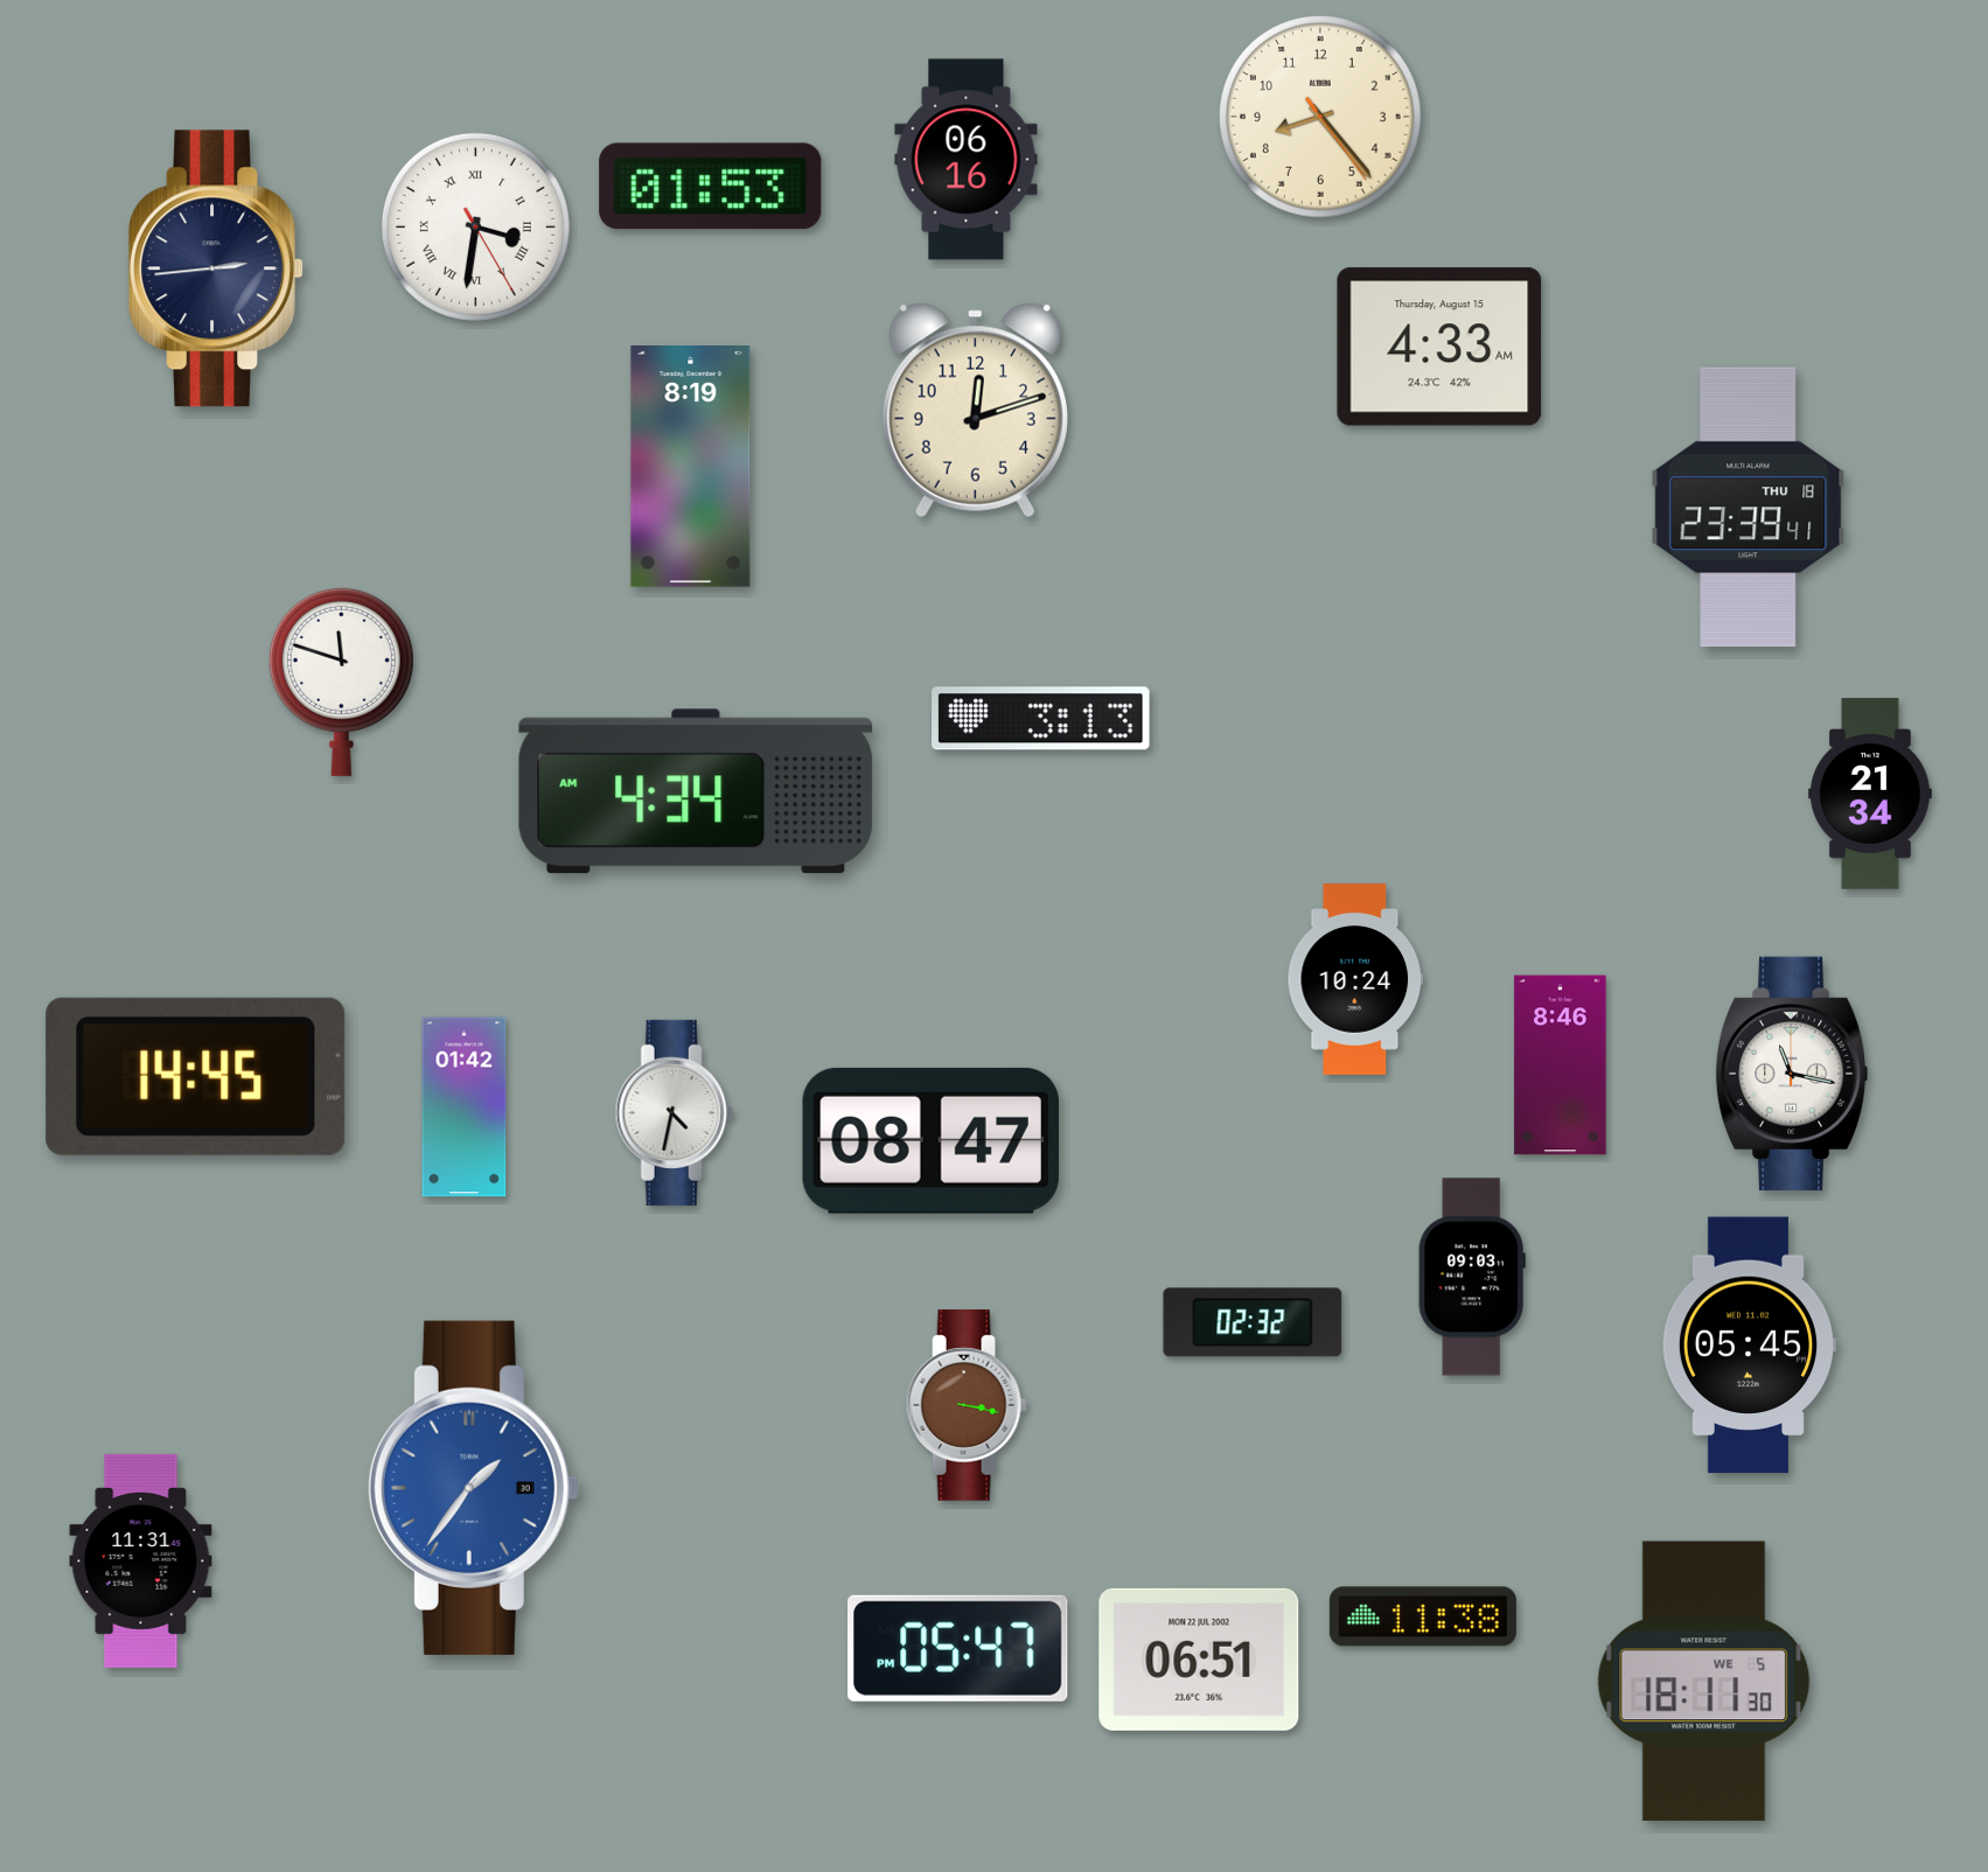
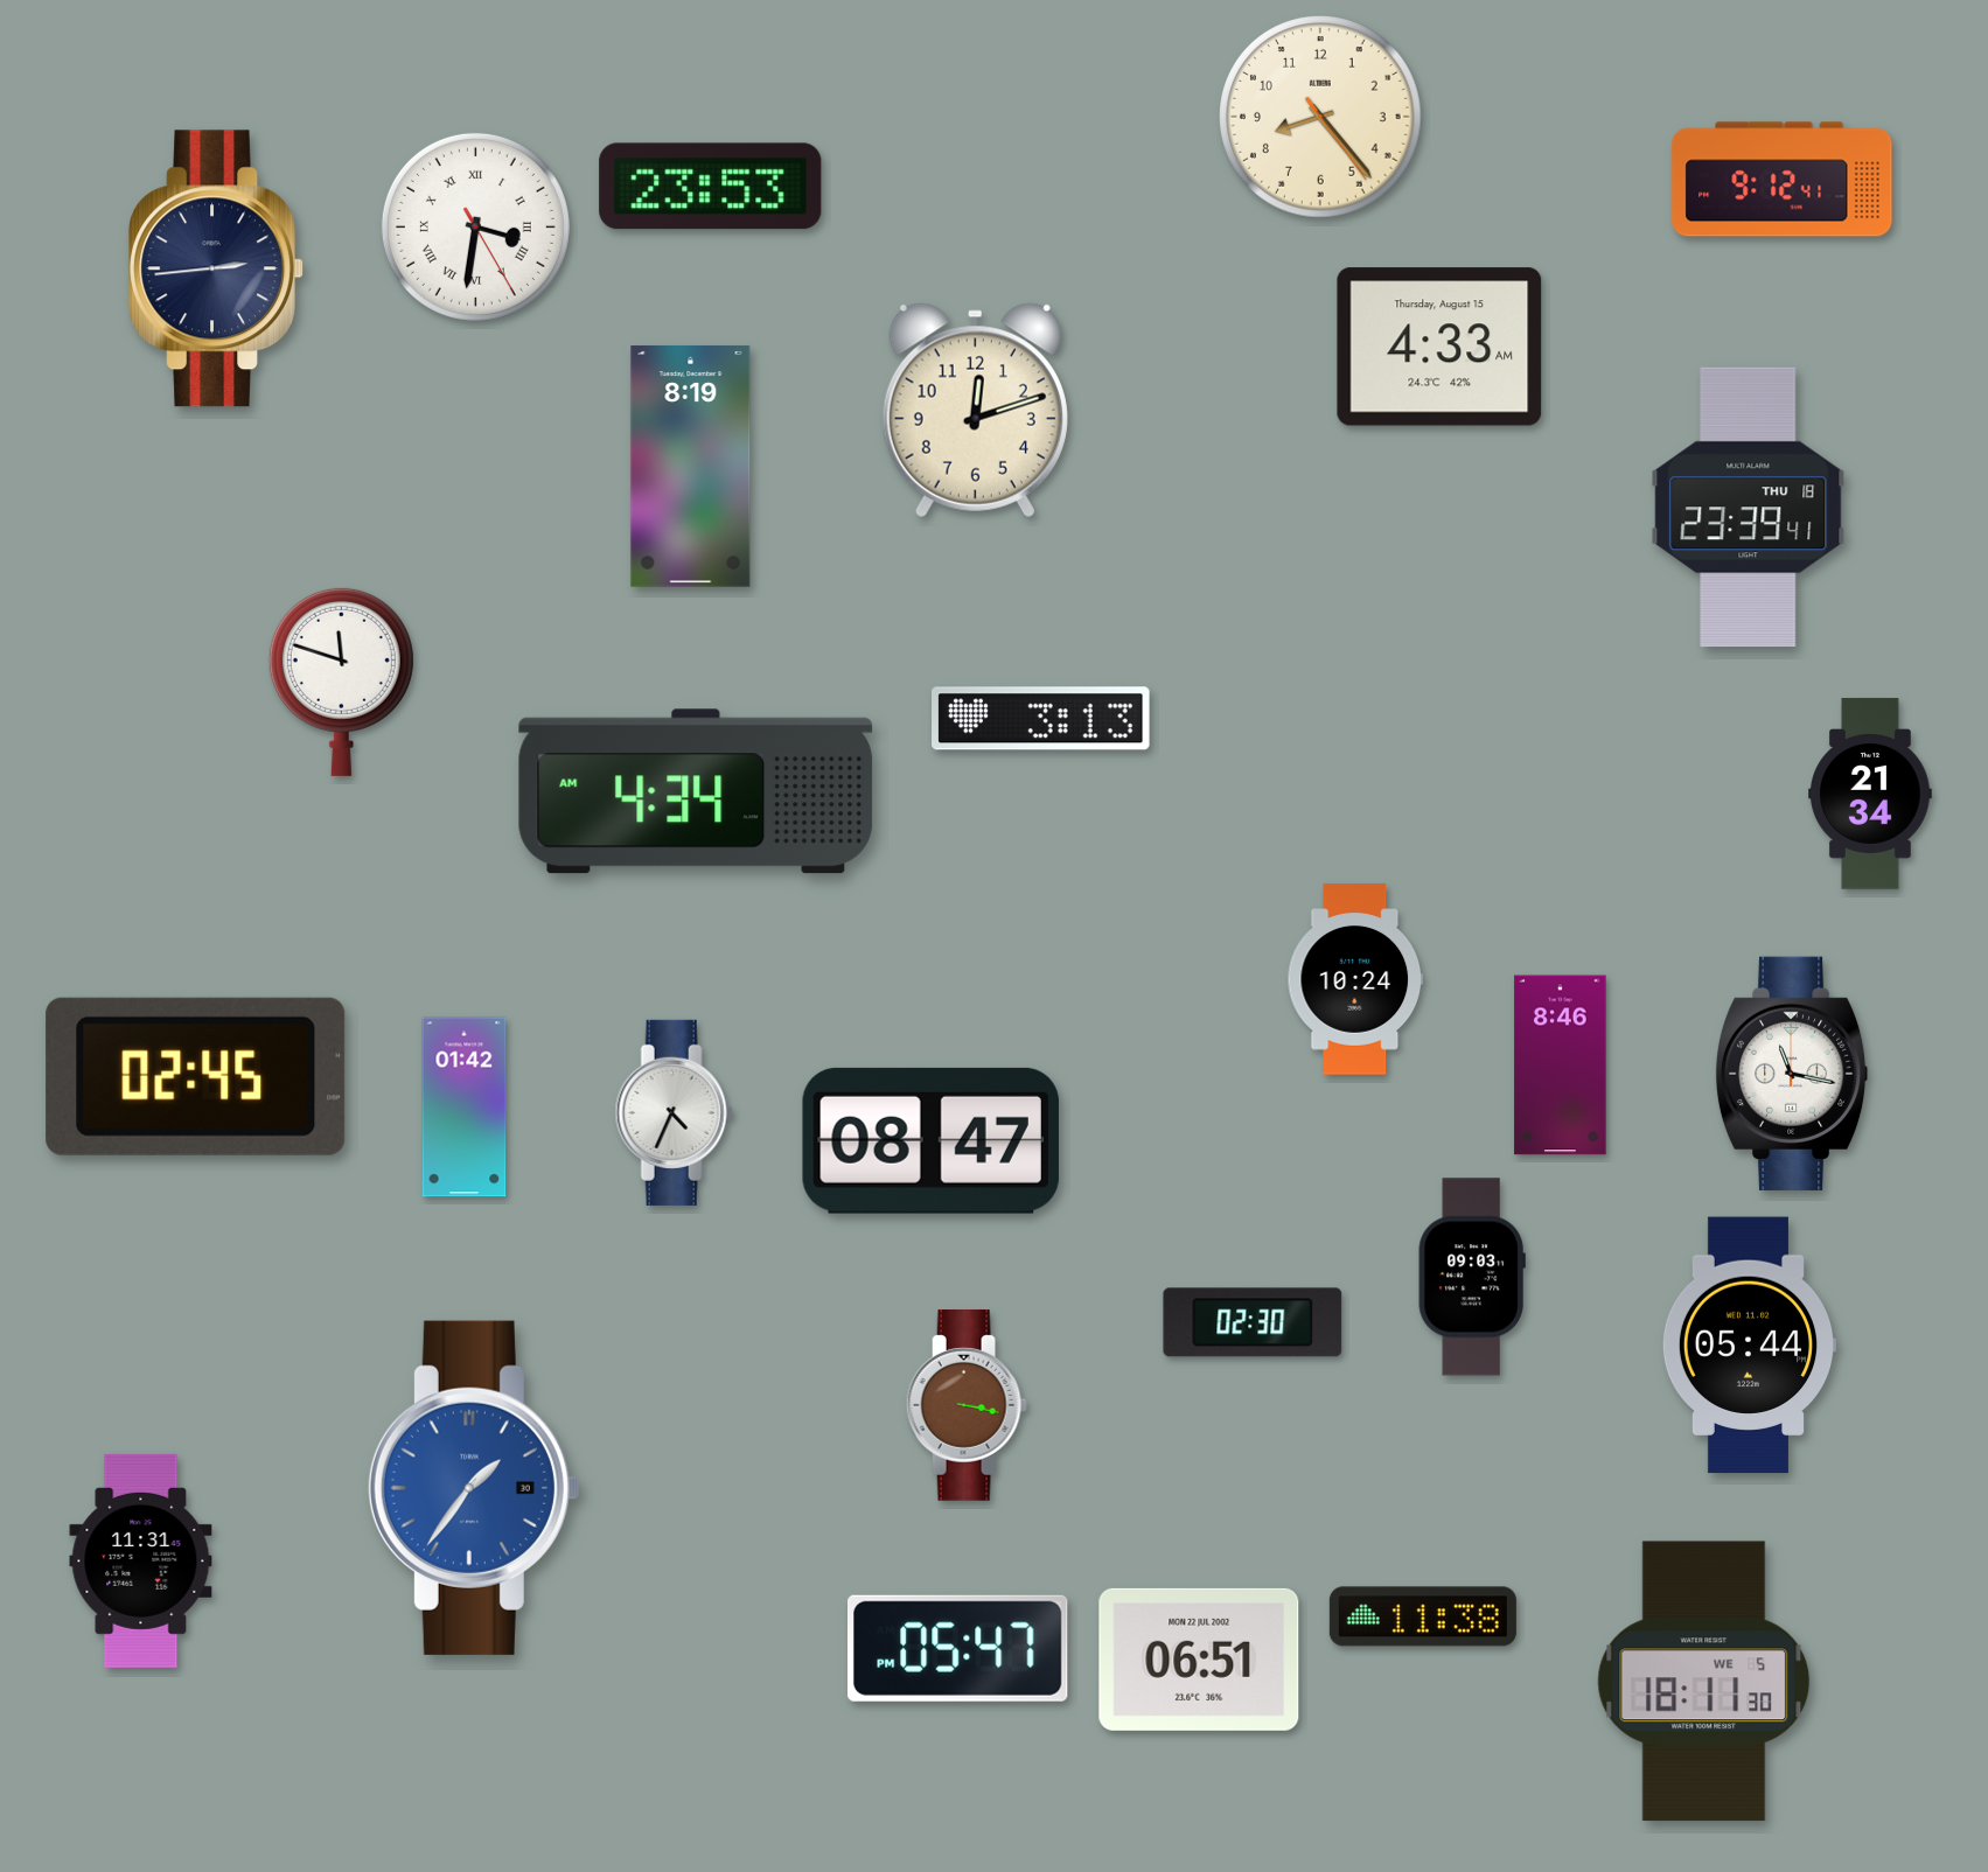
clock at (967, 160): 06:16 -> none
clock at (1783, 180): none -> 9:12
clock at (711, 187): 01:53 -> 23:53
clock at (196, 1076): 14:45 -> 02:45
clock at (674, 1112): 4:32 -> 4:34
clock at (1253, 1322): 02:32 -> 02:30
clock at (1749, 1346): 05:45 -> 05:44
